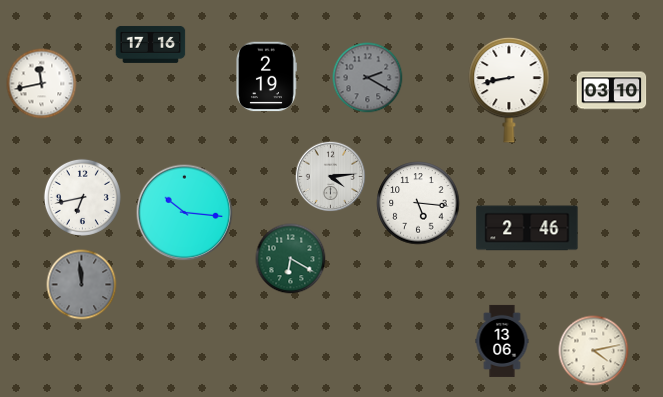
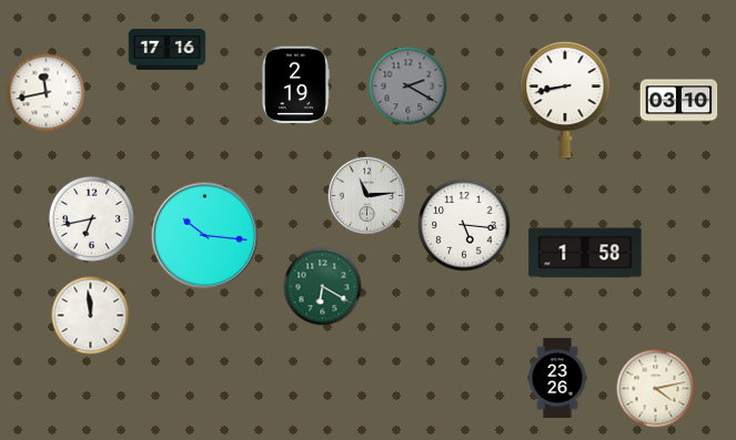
clock at (331, 177): 4:14 -> 11:14
clock at (527, 228): 2:46 -> 1:58
clock at (82, 285) dial: grey -> white
clock at (502, 341): 13:06 -> 23:26
clock at (594, 351) position: (594, 351) -> (656, 389)
